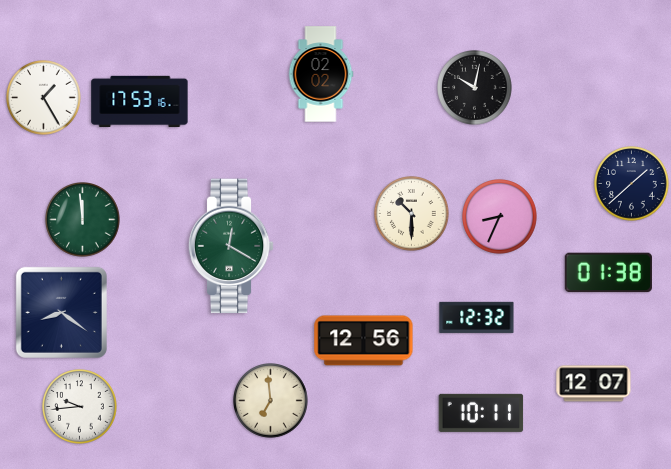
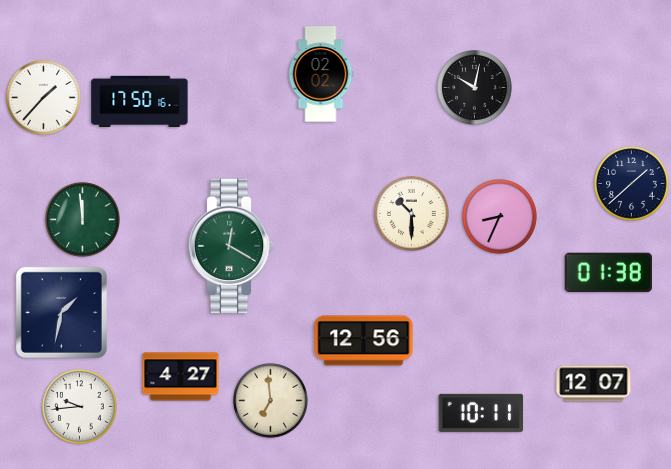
clock at (44, 98): 1:25 -> 1:37
clock at (140, 102): 17:53 -> 17:50
clock at (61, 312): 8:21 -> 1:32
clock at (477, 317): 12:32 -> none
clock at (181, 377): none -> 4:27
